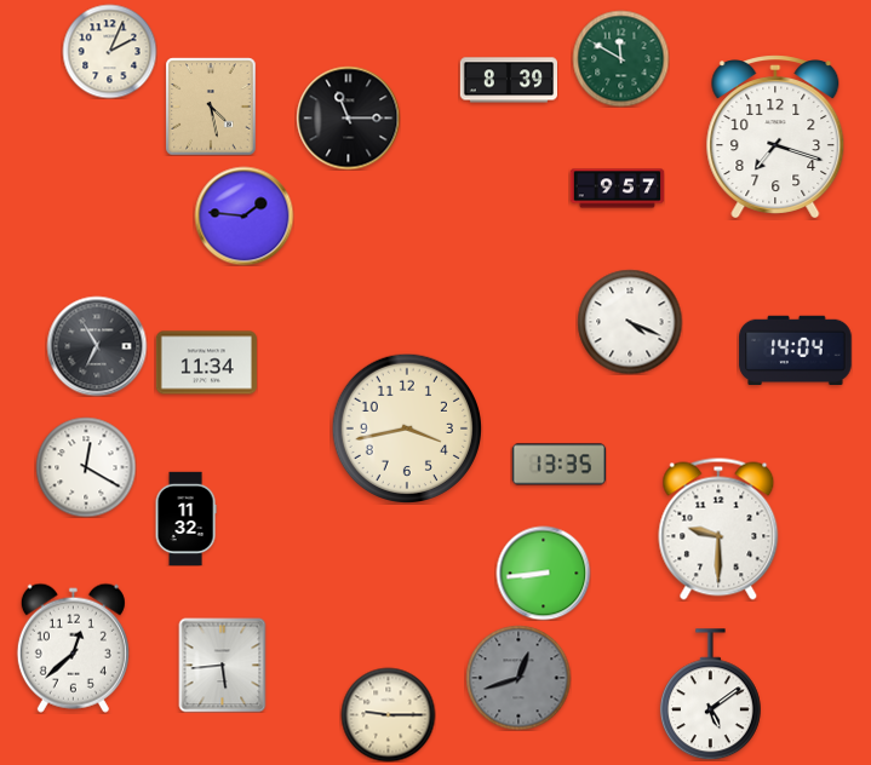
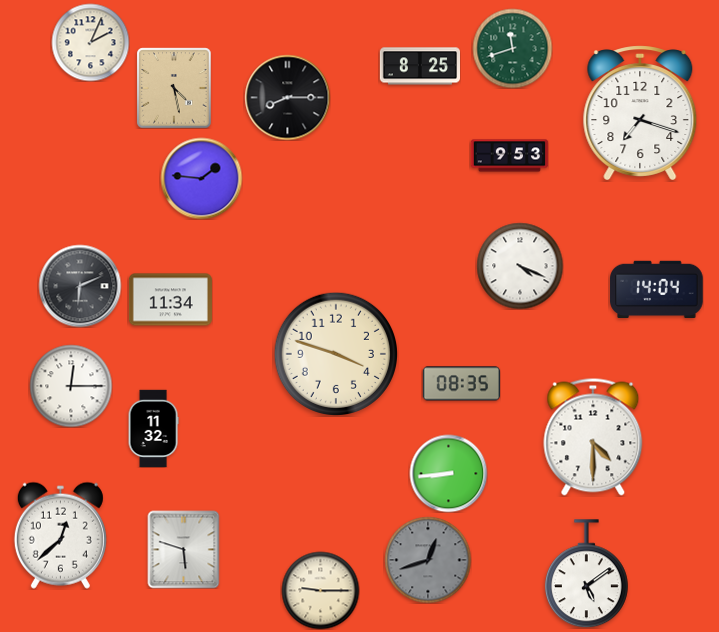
clock at (620, 58): 11:50 -> 11:42
clock at (508, 80): 8:39 -> 8:25
clock at (348, 117): 11:15 -> 8:15
clock at (617, 189): 9:57 -> 9:53
clock at (97, 346): 6:55 -> 6:11
clock at (406, 427): 3:43 -> 3:48
clock at (558, 465): 13:35 -> 08:35
clock at (86, 467): 12:20 -> 12:15
clock at (718, 529): 9:30 -> 4:30
clock at (223, 665): 5:44 -> 5:48
